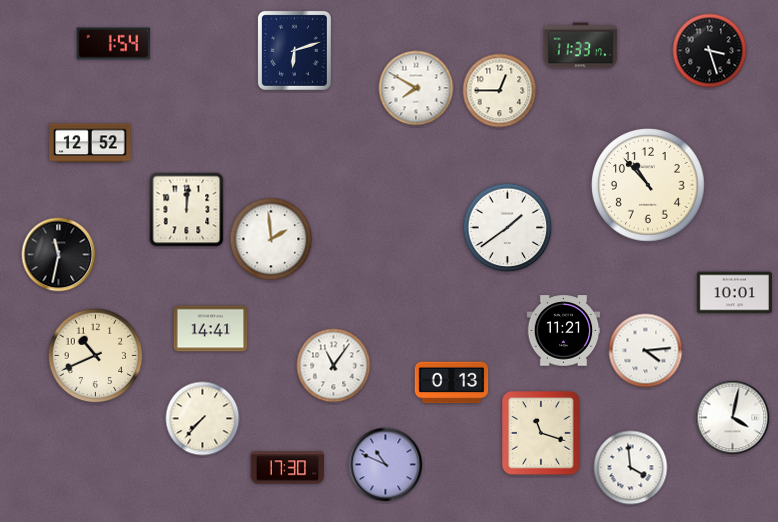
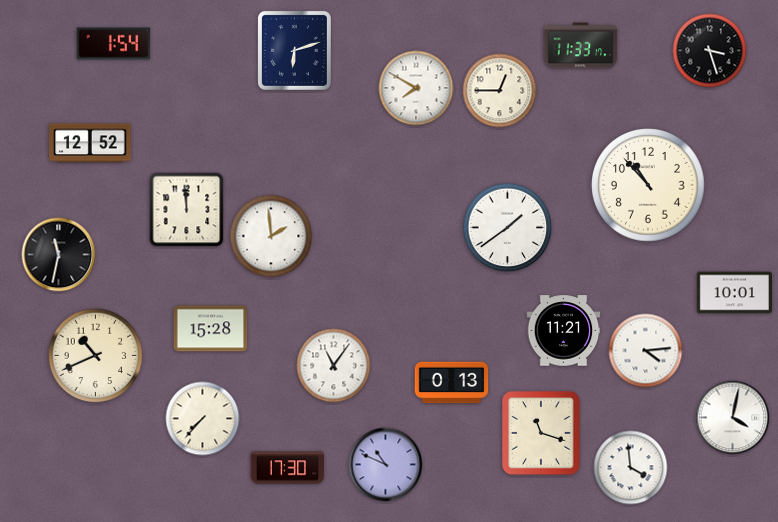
clock at (187, 210): 12:01 -> 11:59
clock at (271, 239) position: (271, 239) -> (271, 236)
clock at (211, 329): 14:41 -> 15:28
